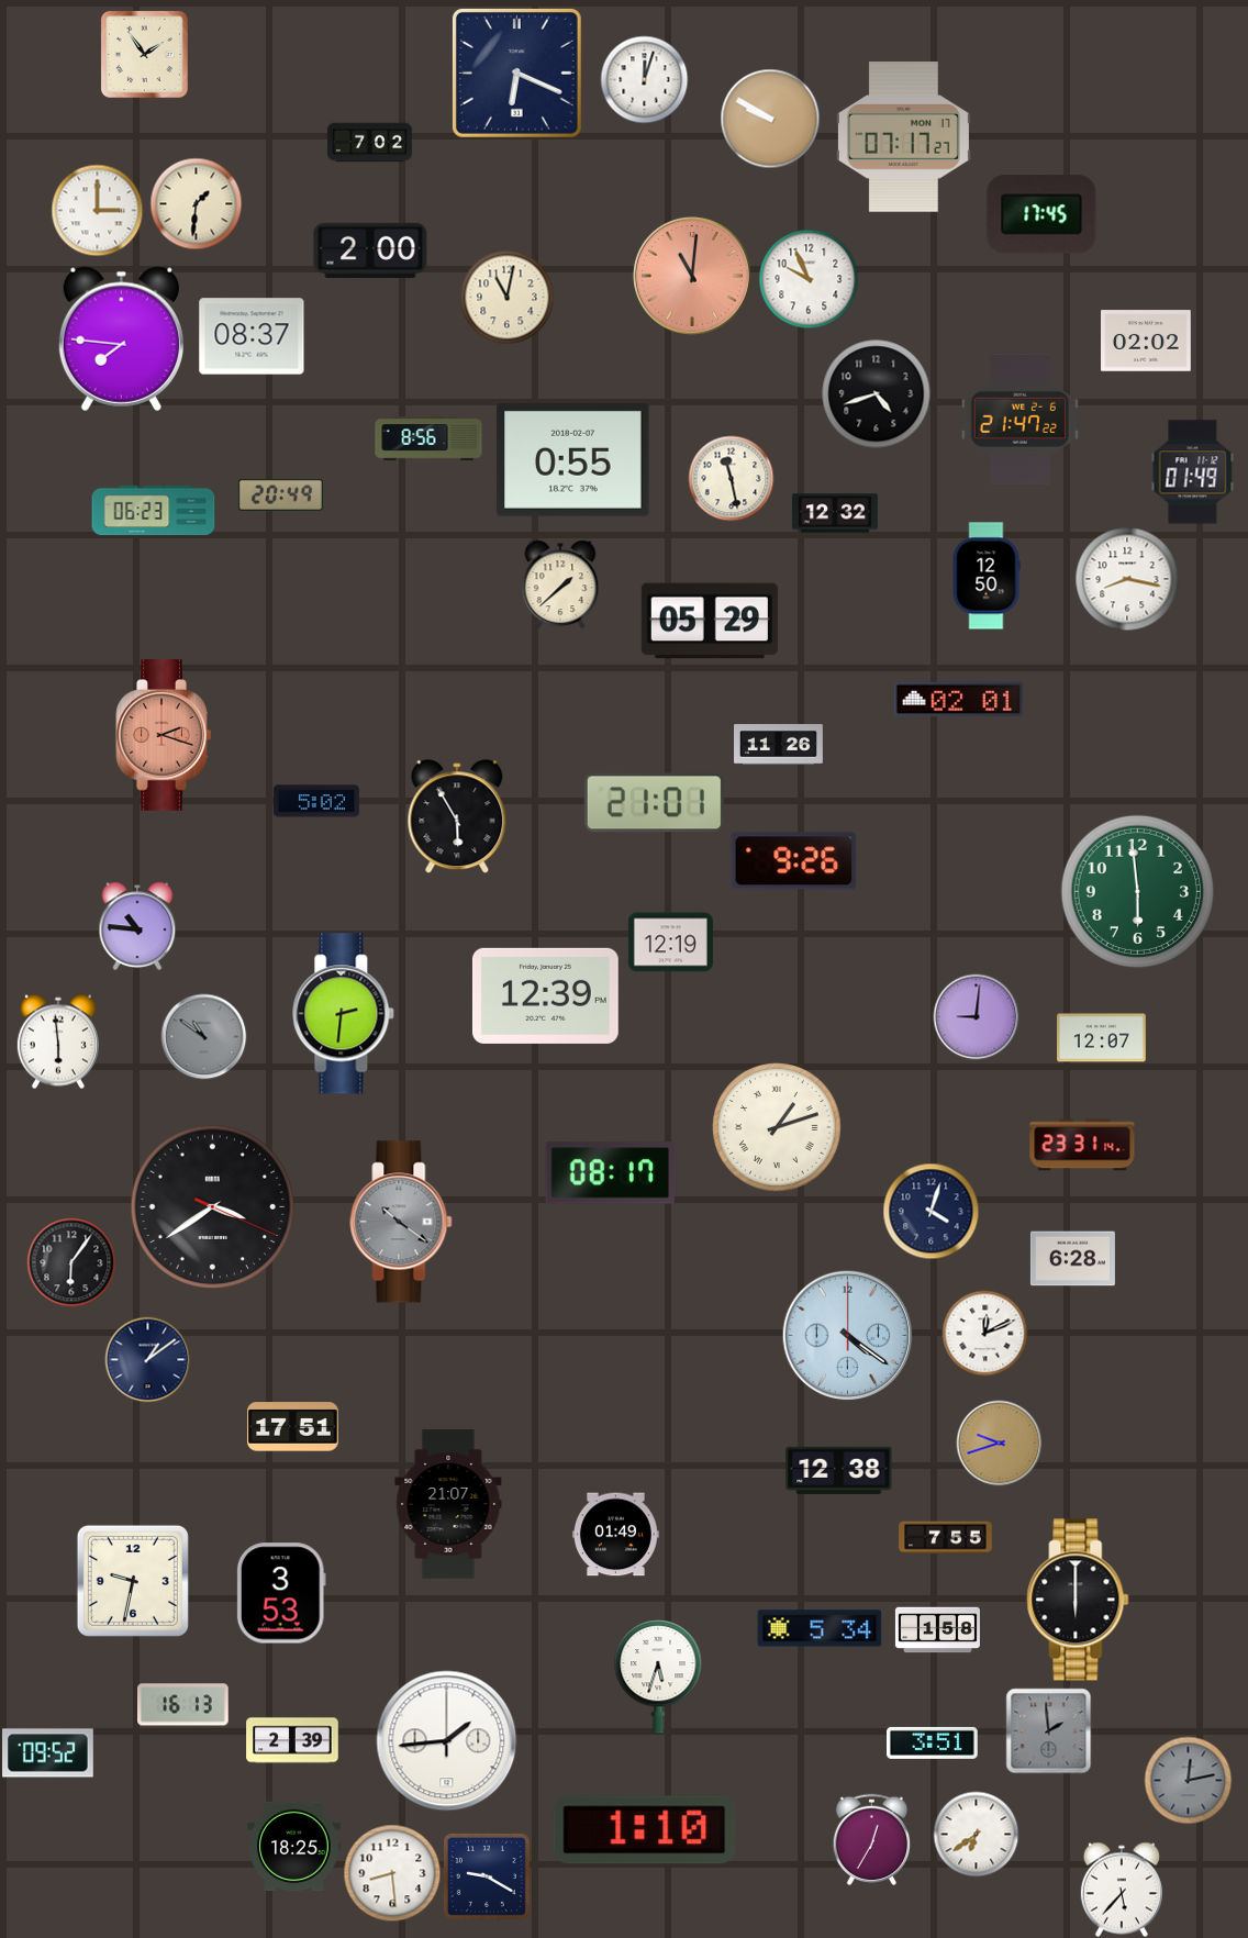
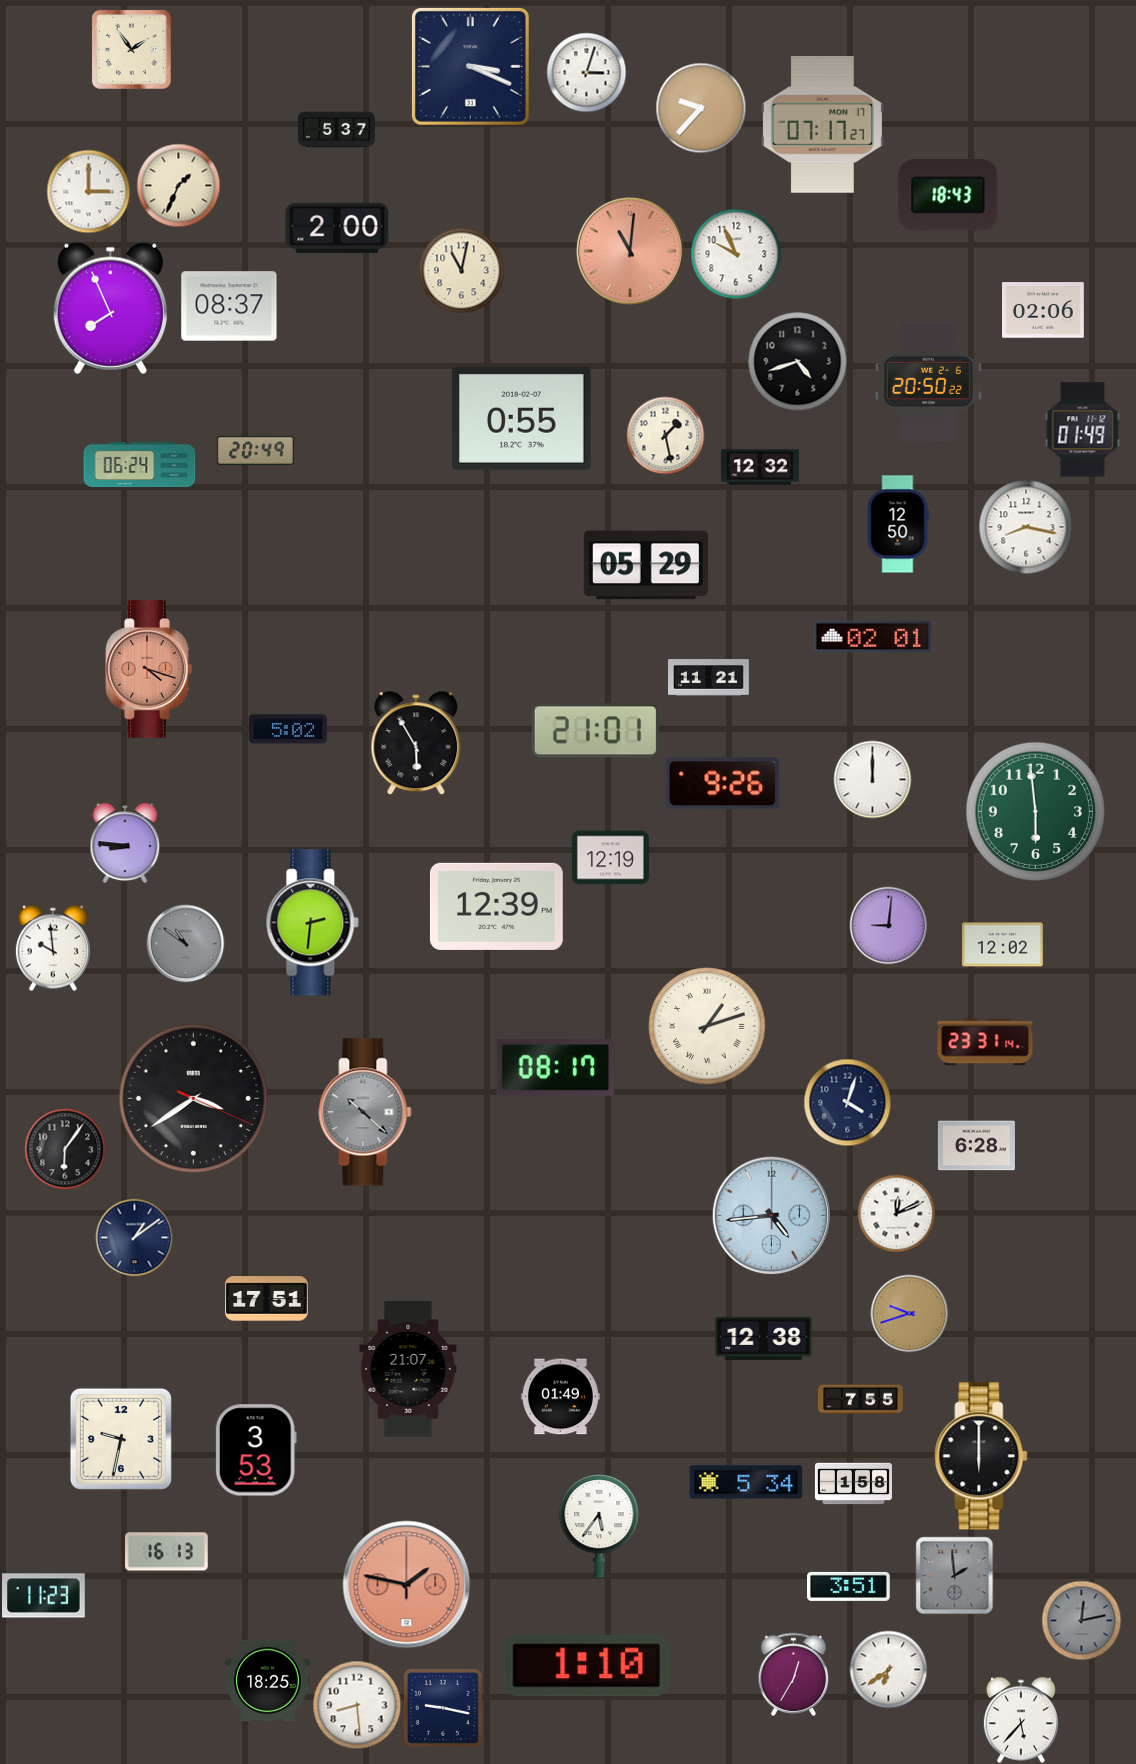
clock at (516, 73): 6:19 -> 3:19
clock at (644, 79): 12:03 -> 3:03
clock at (770, 119): 9:50 -> 9:37
clock at (369, 143): 7:02 -> 5:37
clock at (196, 203): 1:31 -> 1:34
clock at (1041, 214): 17:45 -> 18:43
clock at (121, 338): 7:46 -> 7:56
clock at (1147, 341): 02:02 -> 02:06
clock at (877, 394) position: (877, 394) -> (798, 362)
clock at (1019, 420): 21:47 -> 20:50
clock at (428, 438): 8:56 -> none
clock at (1193, 472) position: (1193, 472) -> (1083, 430)
clock at (731, 478): 11:28 -> 1:28
clock at (154, 511): 06:23 -> 06:24
clock at (560, 584): 1:38 -> none
clock at (164, 735): 2:18 -> 4:18
clock at (779, 745): 11:26 -> 11:21
clock at (872, 779): none -> 12:00
clock at (137, 926): 10:46 -> 8:46
clock at (1102, 1038): 12:07 -> 12:02
clock at (58, 1042): 5:59 -> 9:59
clock at (401, 1222): 10:21 -> 10:22
clock at (847, 1335): 4:21 -> 4:44
clock at (658, 1677): 5:33 -> 5:36
clock at (292, 1740): 2:39 -> none
clock at (447, 1741): 1:44 -> 1:47
clock at (447, 1741) dial: white -> salmon
clock at (48, 1753): 09:52 -> 11:23
clock at (487, 1876): 9:20 -> 9:17
